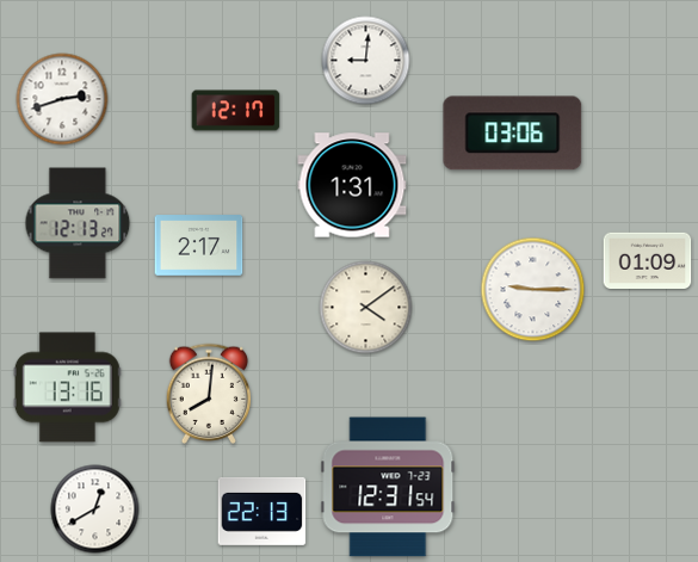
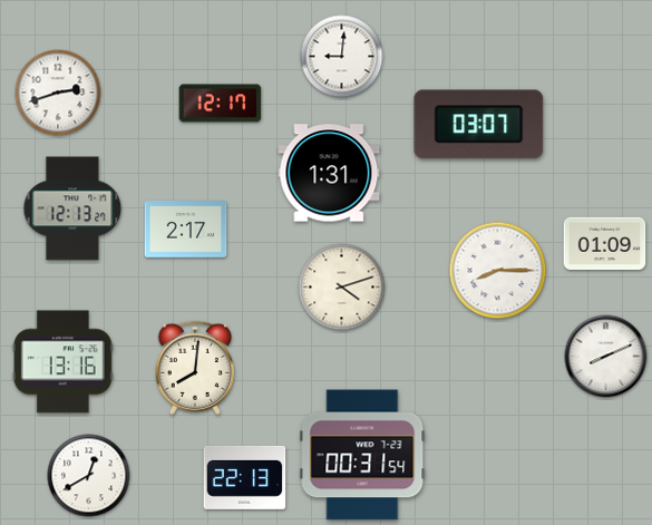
clock at (513, 134): 03:06 -> 03:07
clock at (533, 290): 9:15 -> 8:15
clock at (366, 308): 4:09 -> 4:12
clock at (606, 357): none -> 8:11
clock at (388, 487): 12:31 -> 00:31
